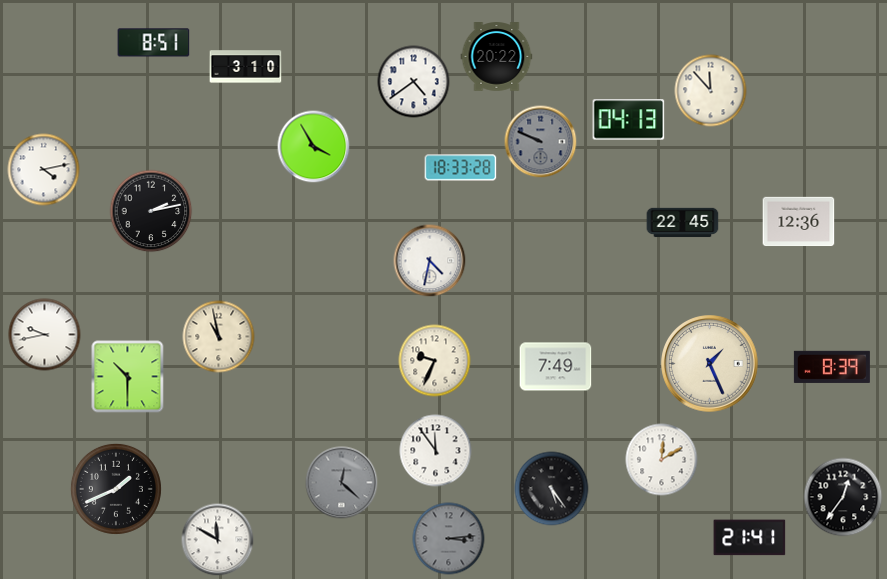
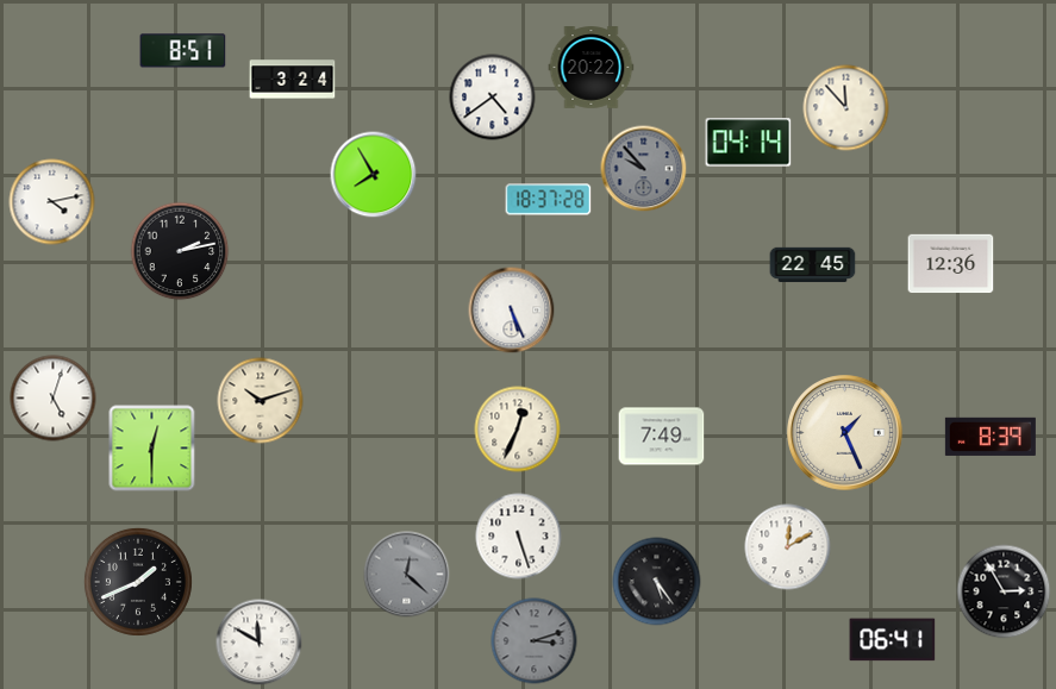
clock at (246, 67): 3:10 -> 3:24
clock at (629, 120): 04:13 -> 04:14
clock at (541, 142): 9:49 -> 9:53
clock at (314, 147): 3:55 -> 7:55
clock at (461, 168): 18:33 -> 18:37
clock at (430, 261): 4:32 -> 5:26
clock at (45, 335): 9:43 -> 5:03
clock at (219, 337): 10:58 -> 10:12
clock at (435, 361): 9:34 -> 12:34
clock at (128, 377): 10:30 -> 12:30
clock at (436, 451): 11:54 -> 5:27
clock at (843, 497): 12:36 -> 2:55
clock at (750, 538): 21:41 -> 06:41
clock at (449, 539): 3:14 -> 3:12
